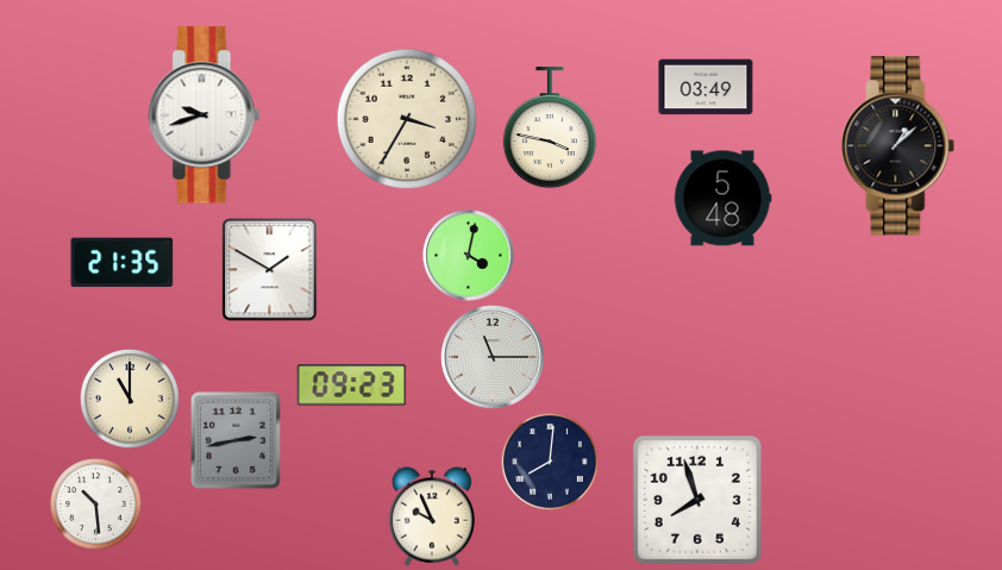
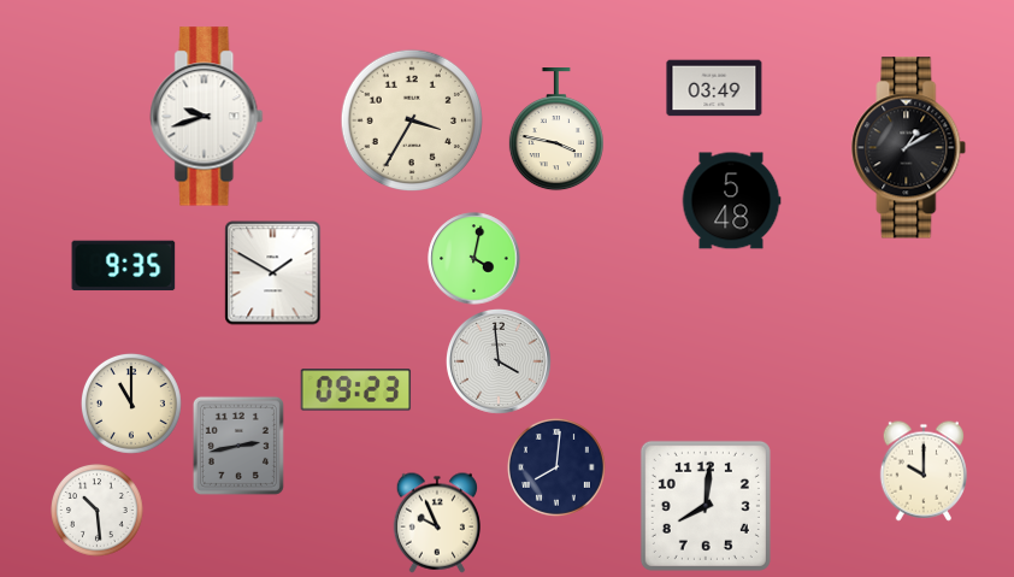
clock at (898, 146): 1:08 -> 1:10
clock at (123, 263): 21:35 -> 9:35
clock at (493, 357): 11:15 -> 3:59
clock at (922, 471): none -> 10:00
clock at (697, 500): 7:57 -> 8:01
